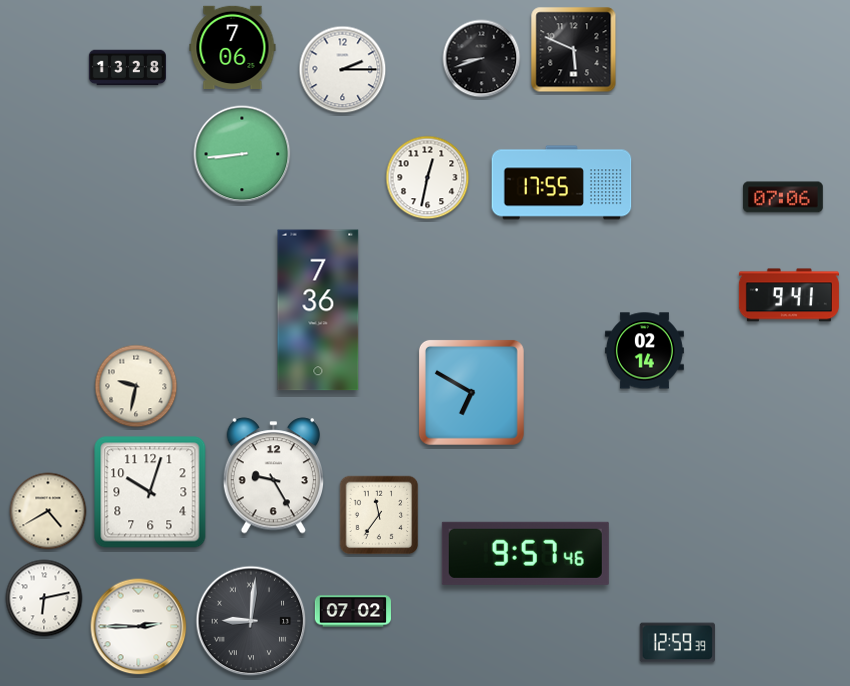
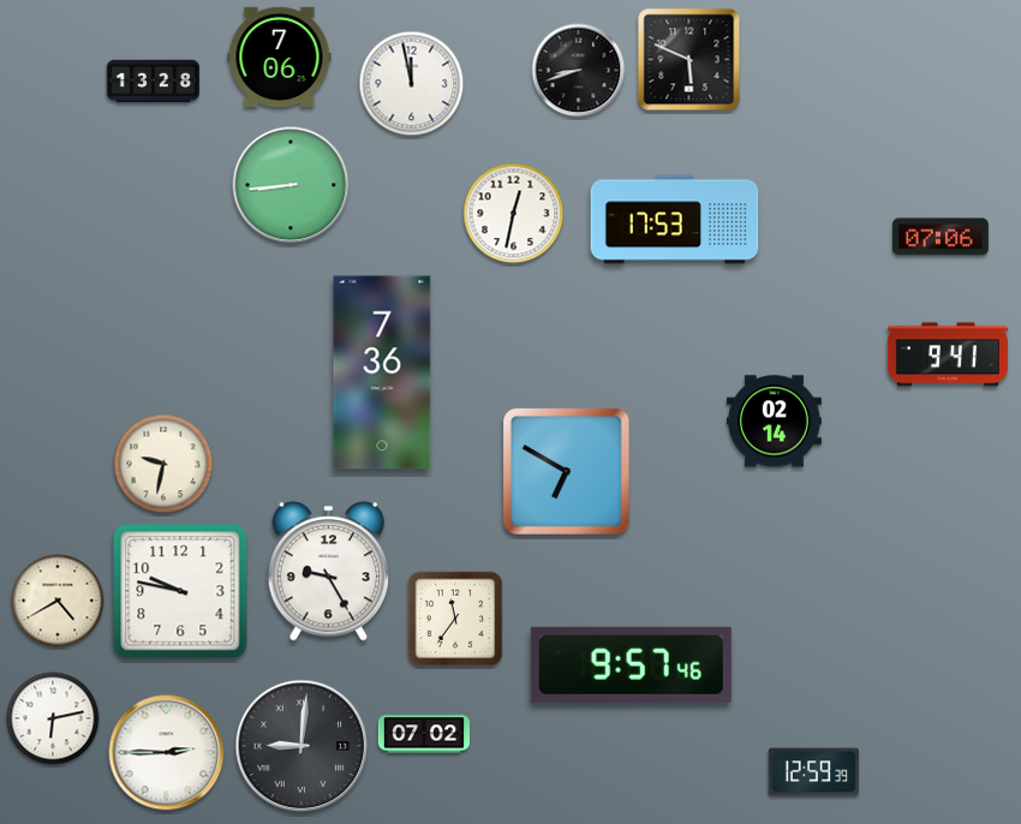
clock at (343, 70): 2:15 -> 11:58
clock at (562, 183): 17:55 -> 17:53
clock at (150, 492): 10:03 -> 9:47
clock at (48, 511) position: (48, 511) -> (58, 601)
